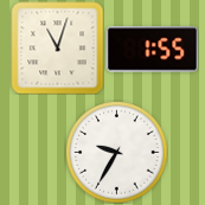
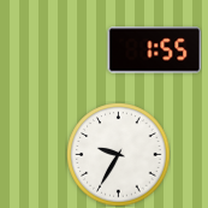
clock at (57, 47): 11:03 -> none
